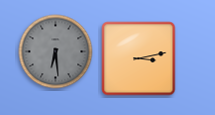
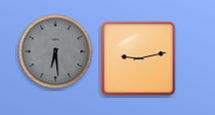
clock at (139, 59): 3:13 -> 9:13
